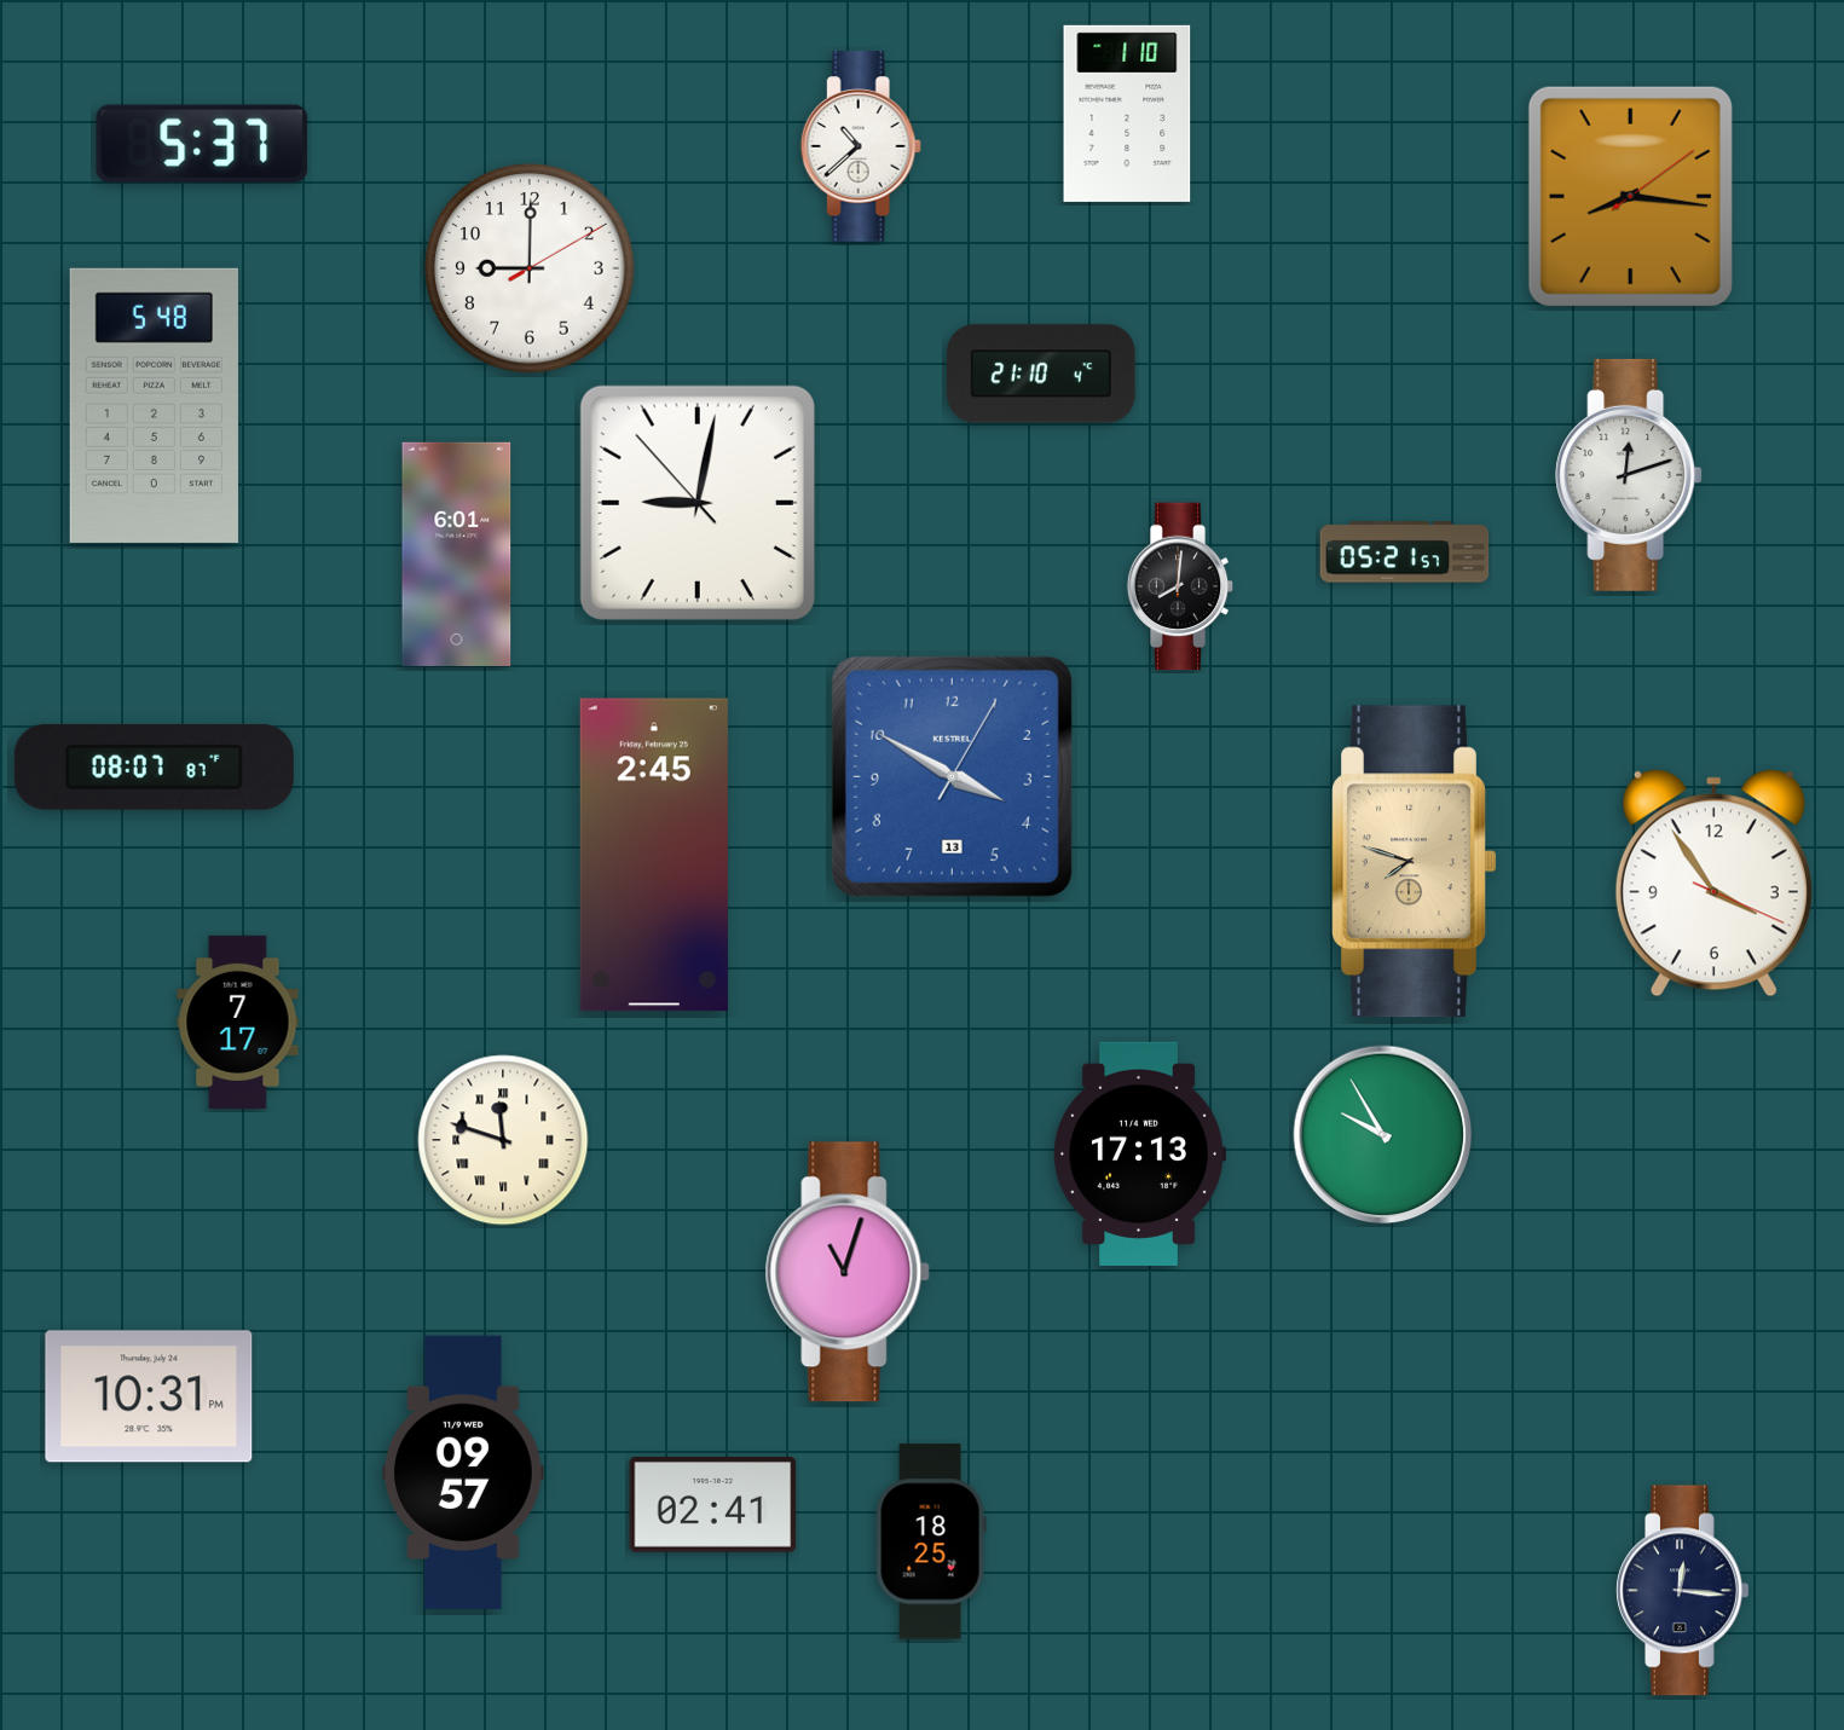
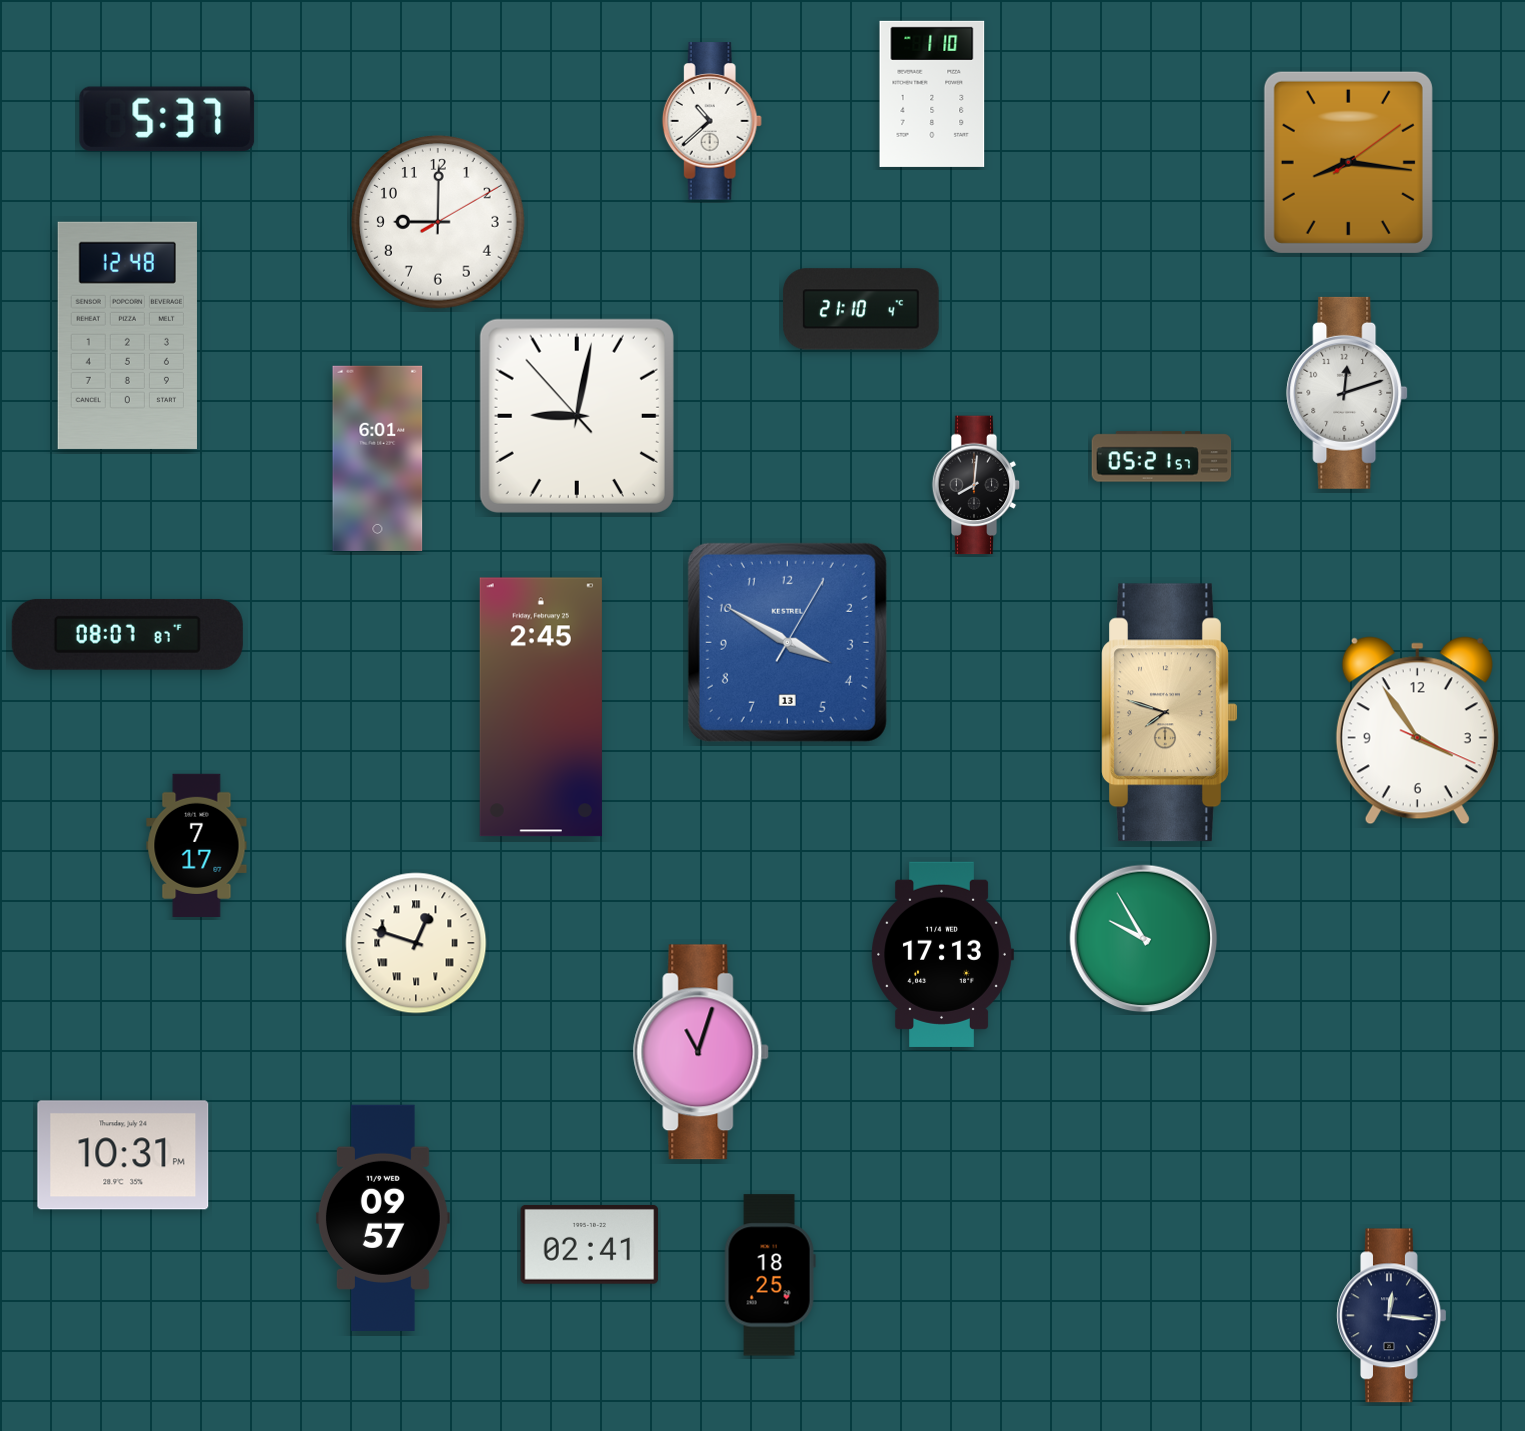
clock at (154, 405): 5:48 -> 12:48
clock at (503, 1140): 11:48 -> 12:48
